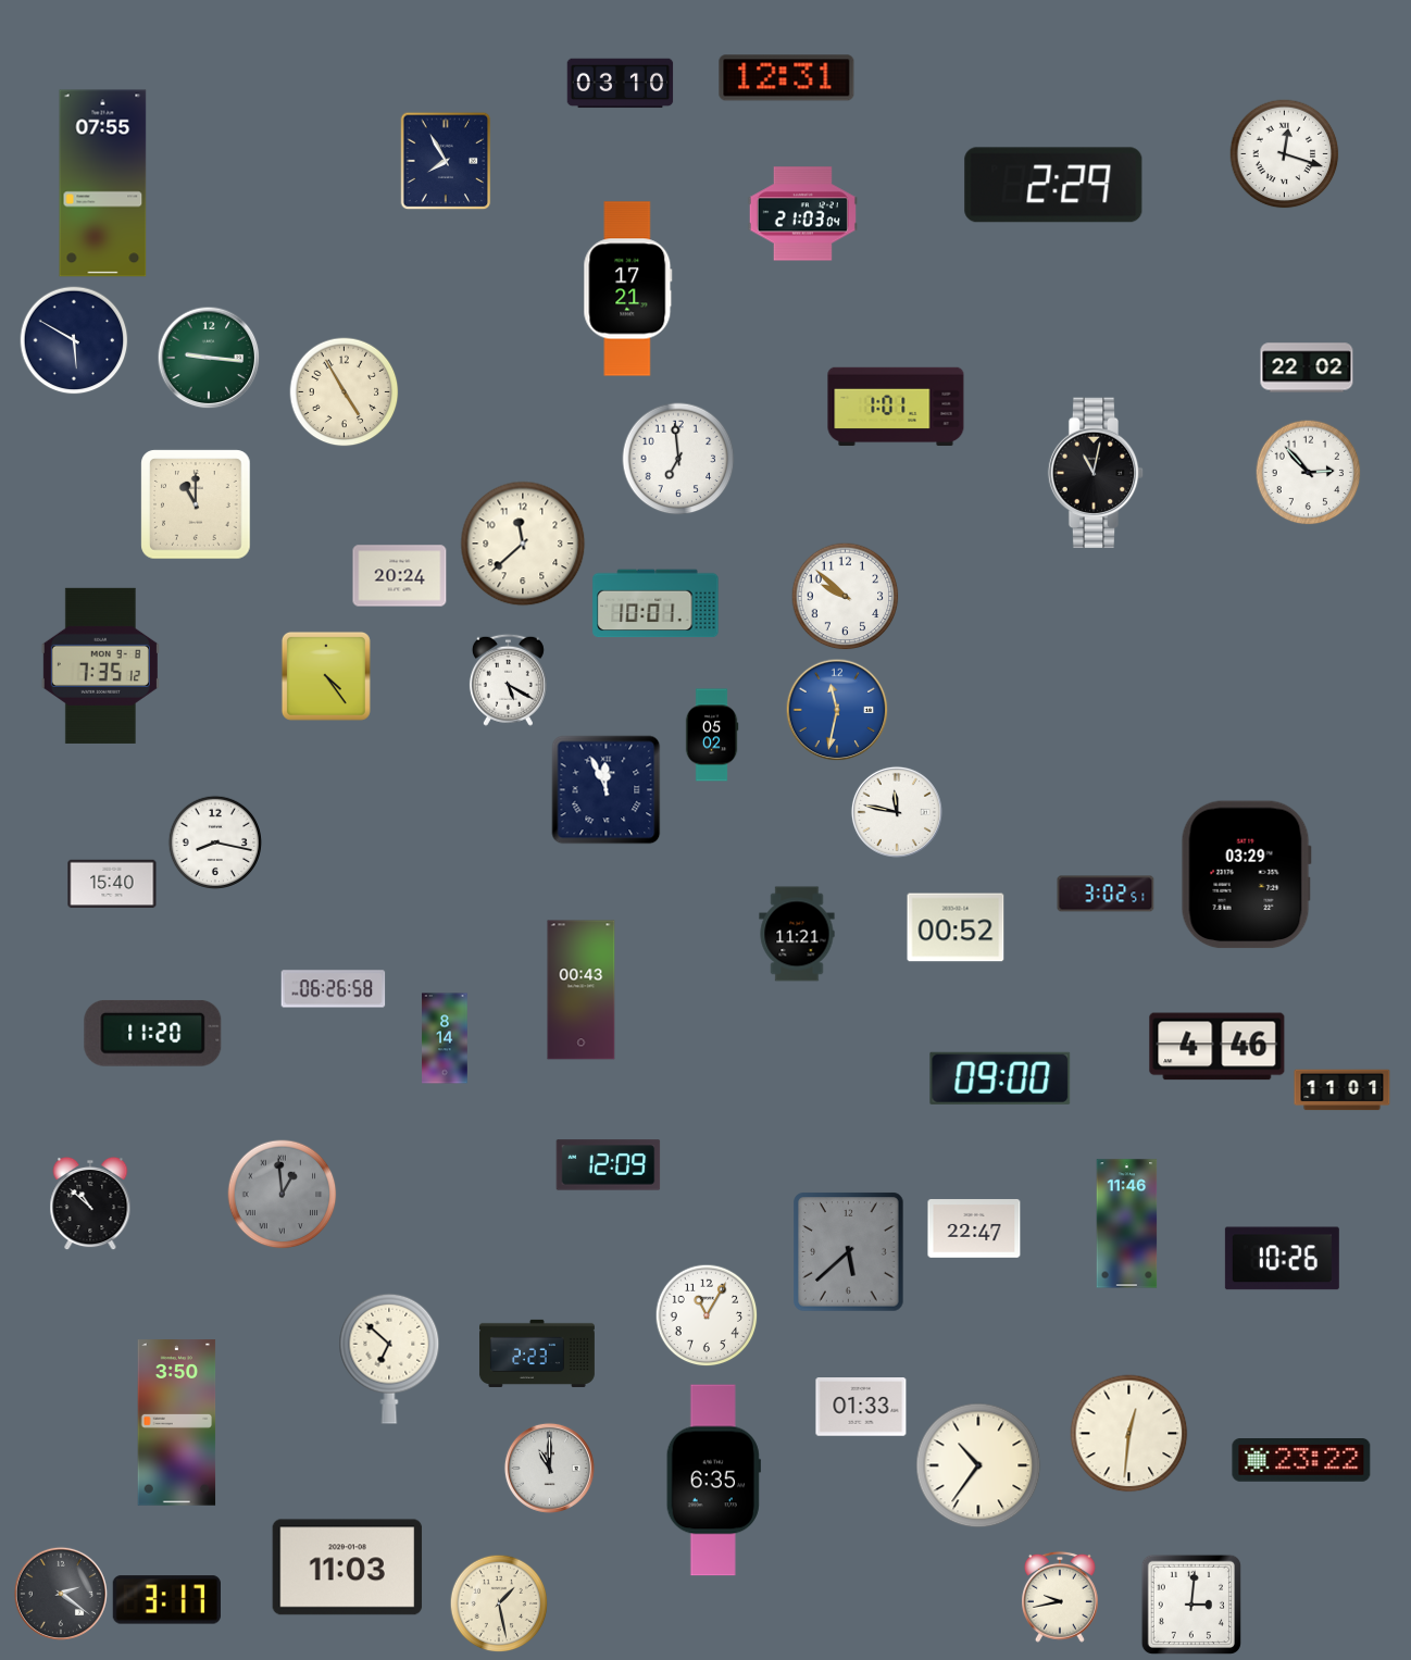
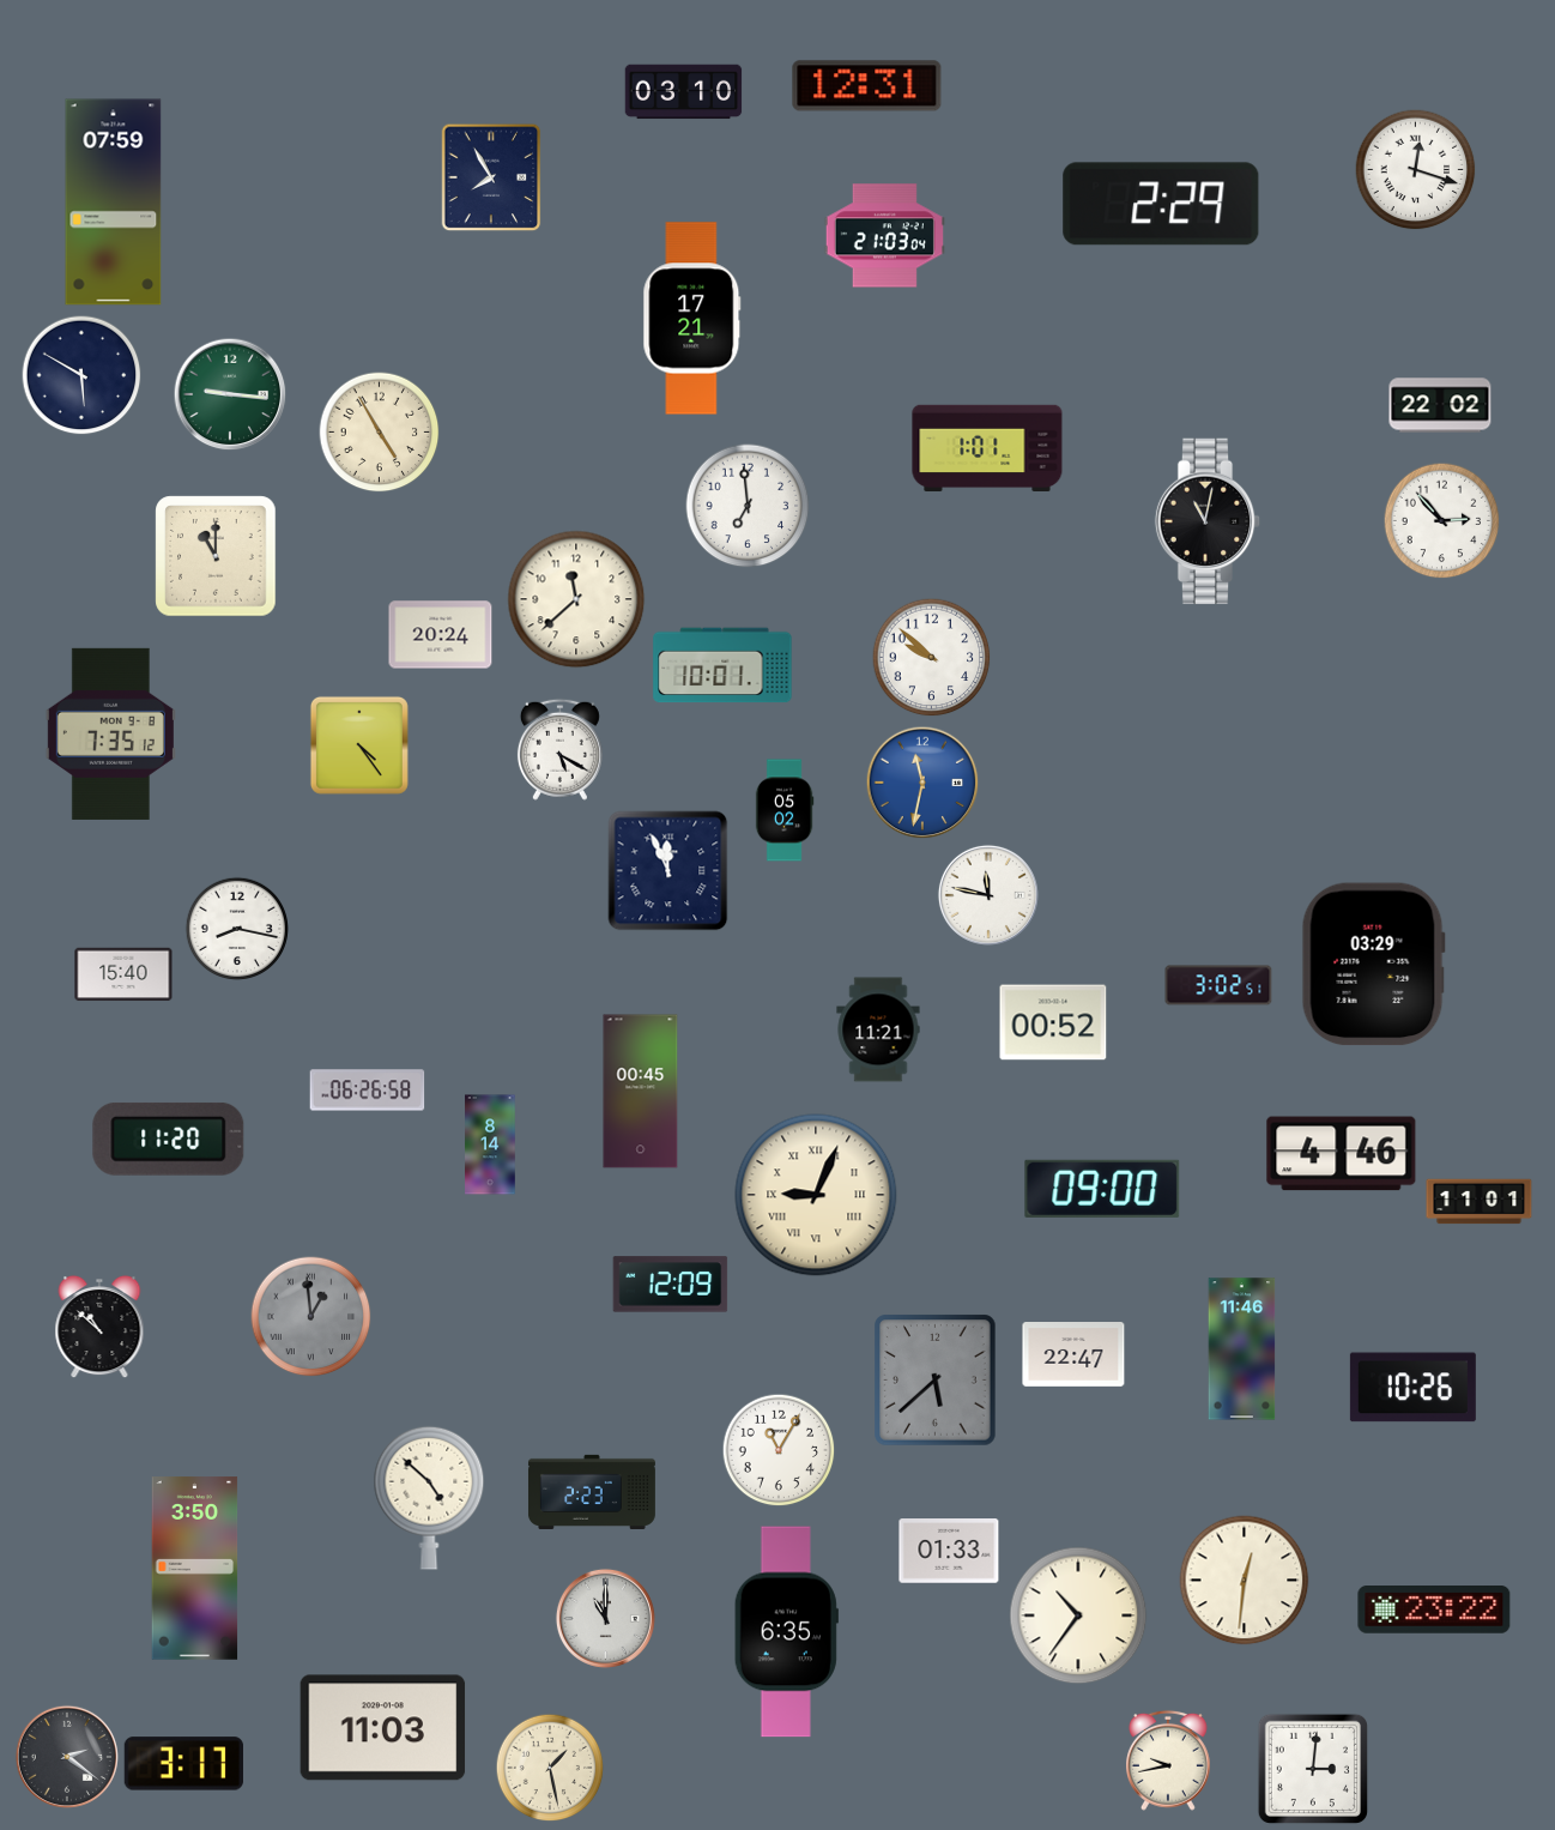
clock at (103, 184): 07:55 -> 07:59
clock at (582, 990): 00:43 -> 00:45
clock at (816, 1195): none -> 9:04
clock at (389, 1359): 6:52 -> 4:52
